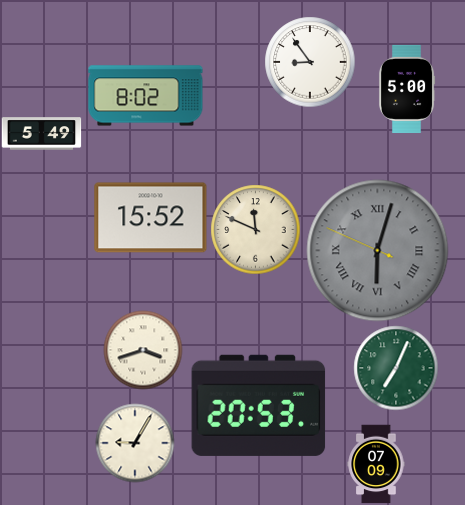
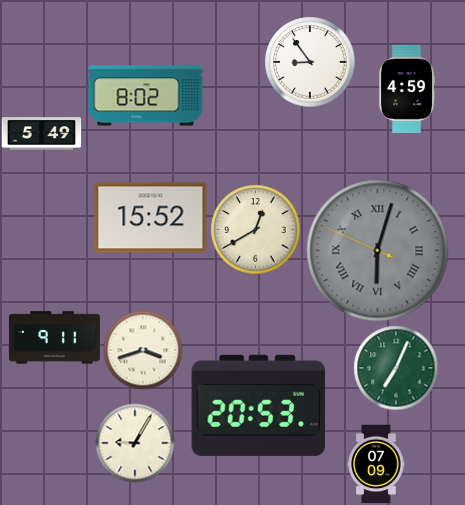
clock at (407, 89): 5:00 -> 4:59
clock at (255, 229): 11:49 -> 12:40
clock at (54, 338): none -> 9:11
